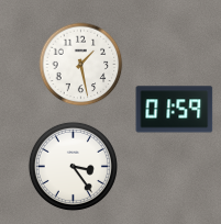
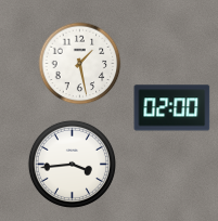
clock at (175, 110): 01:59 -> 02:00
clock at (73, 166): 3:24 -> 3:44
